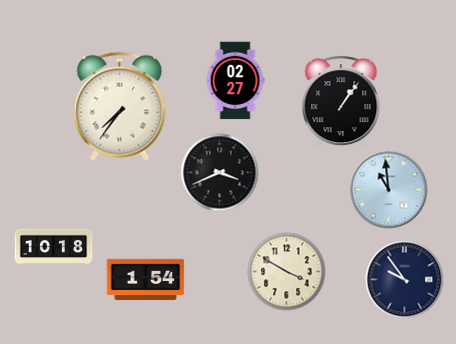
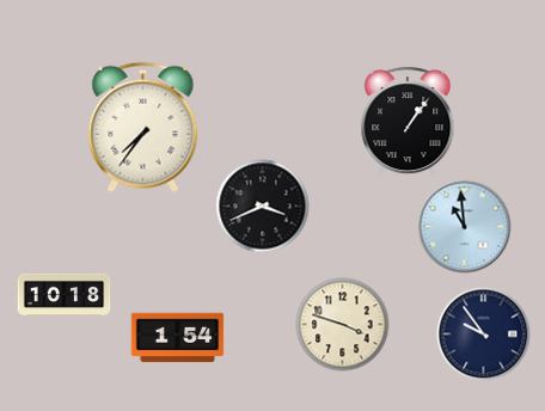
clock at (235, 80): 02:27 -> none
clock at (286, 271): 3:50 -> 3:48
clock at (145, 280) position: (145, 280) -> (177, 338)
